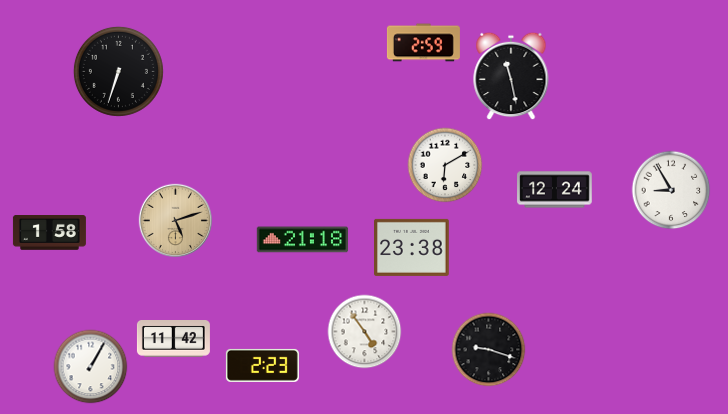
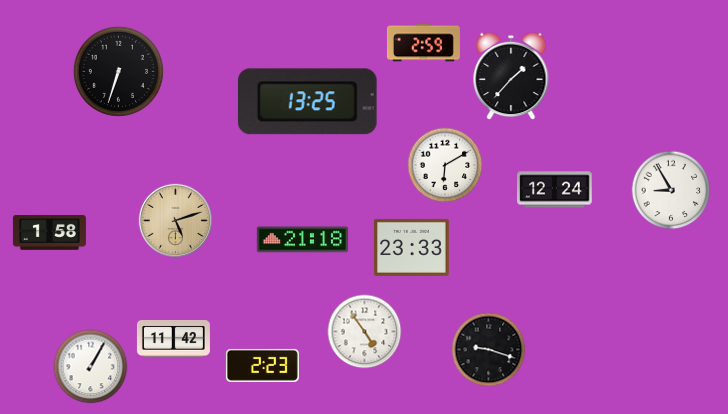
clock at (511, 76): 11:28 -> 1:37
clock at (307, 102): none -> 13:25
clock at (412, 247): 23:38 -> 23:33
